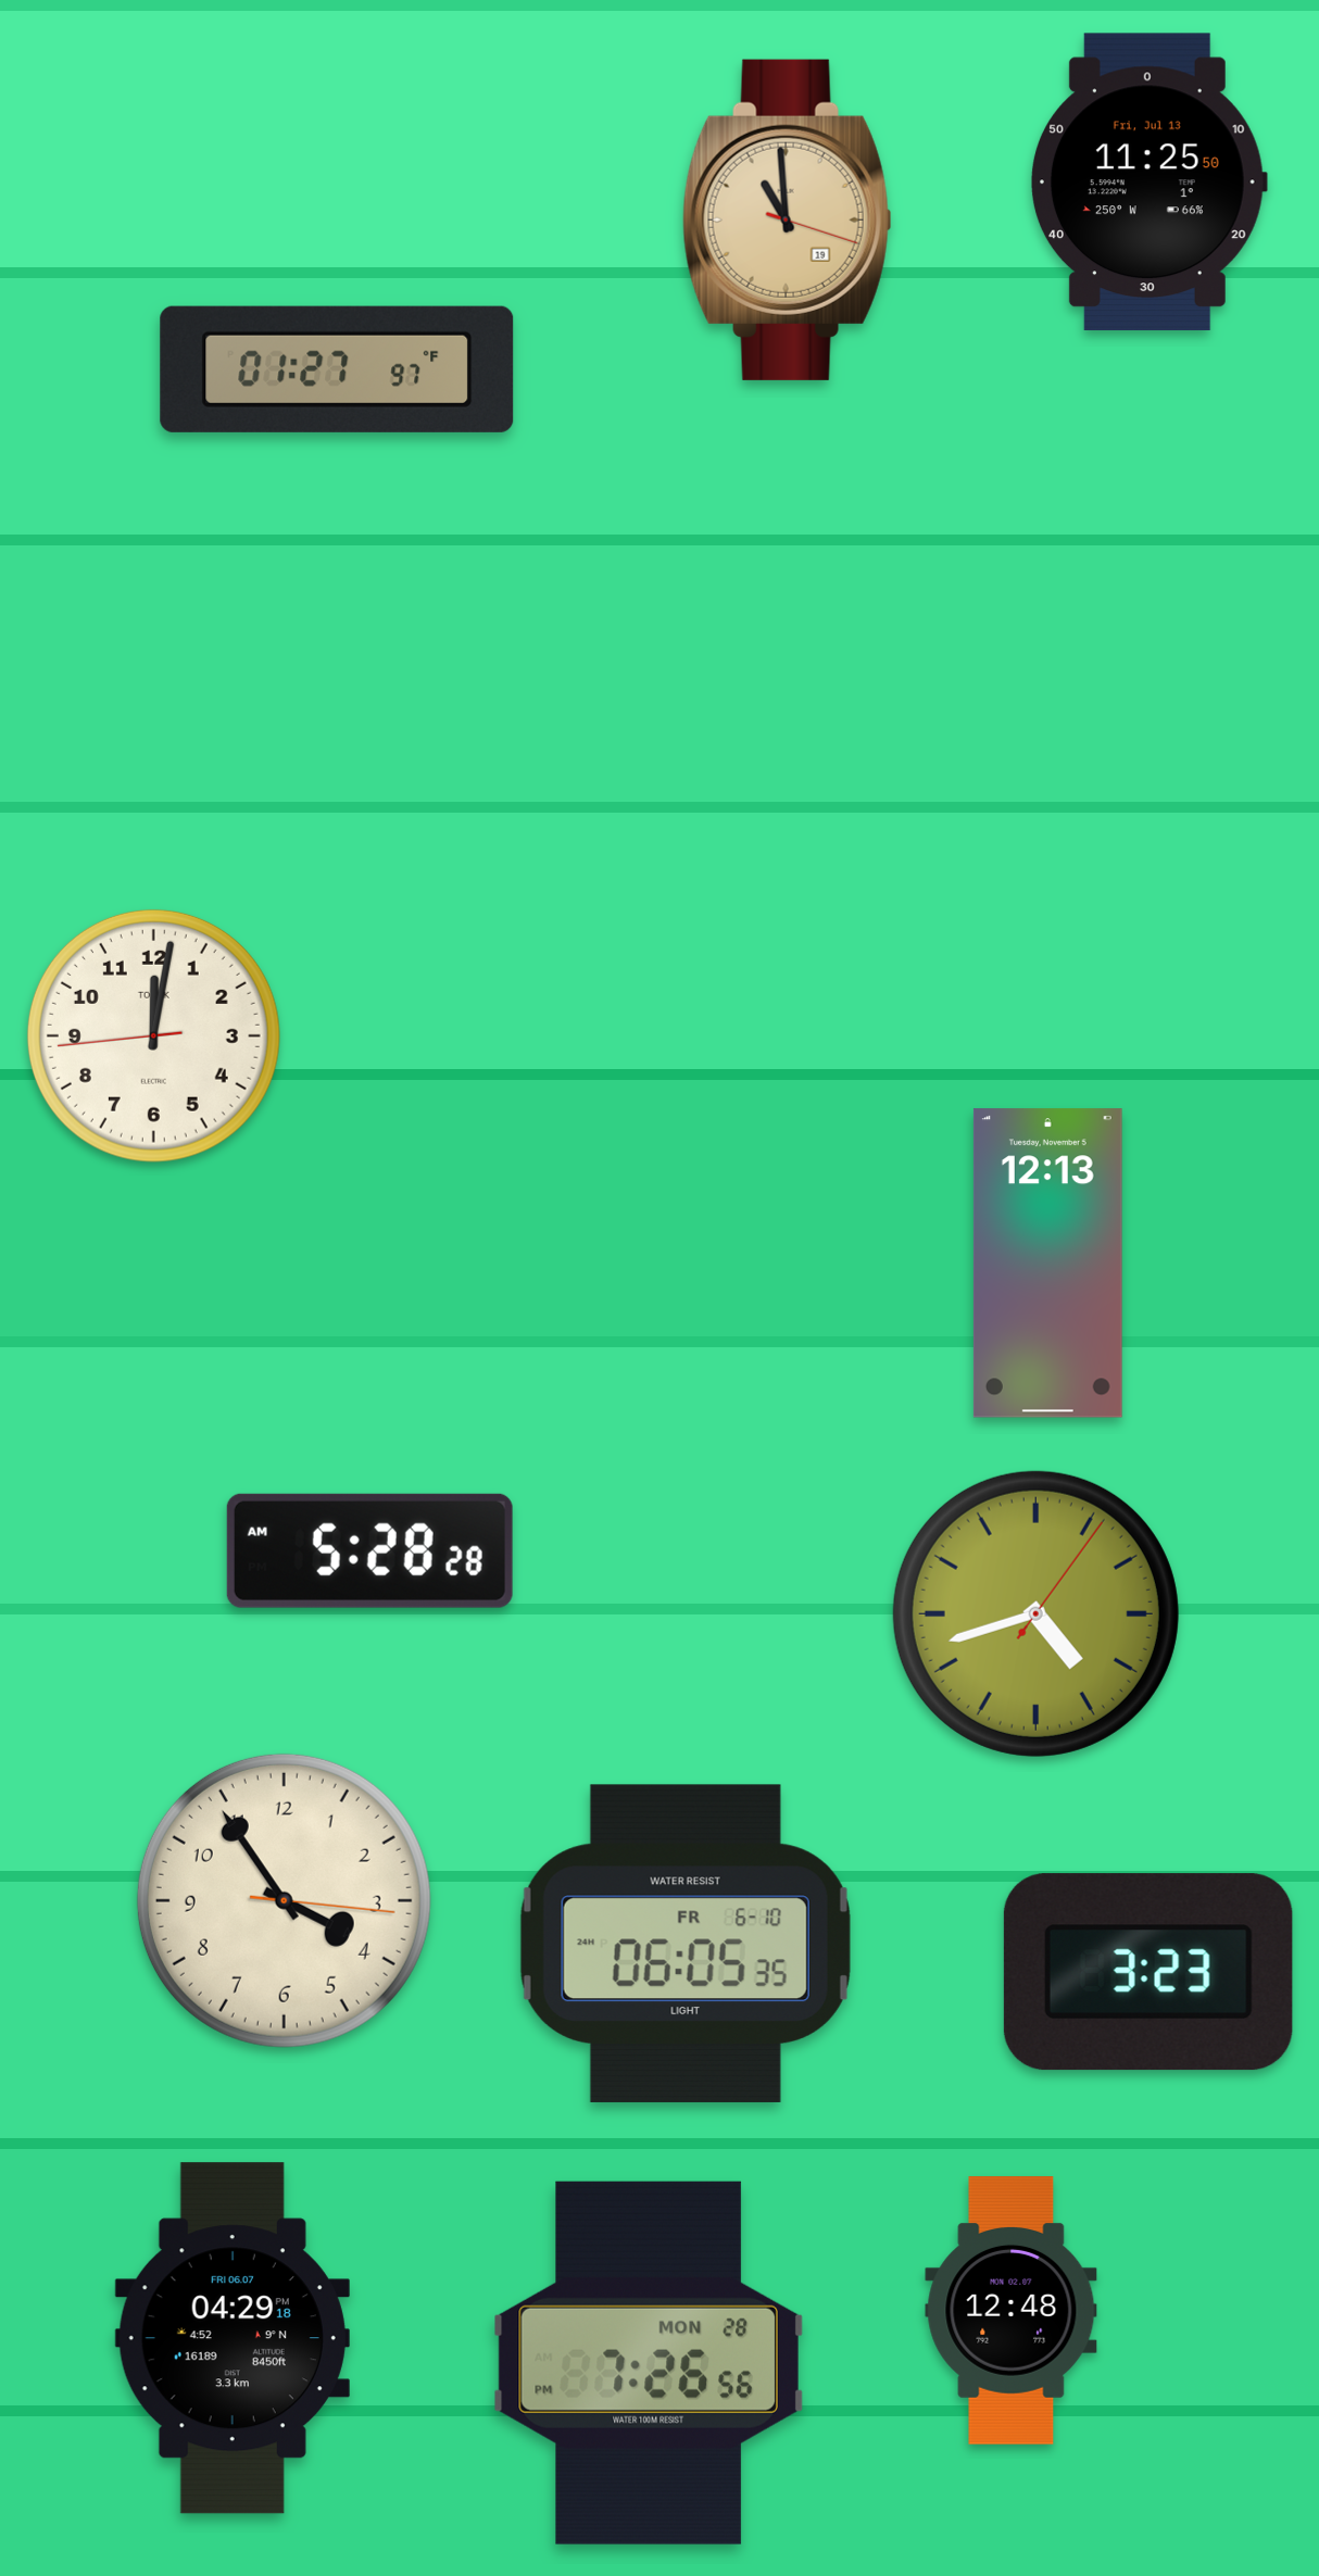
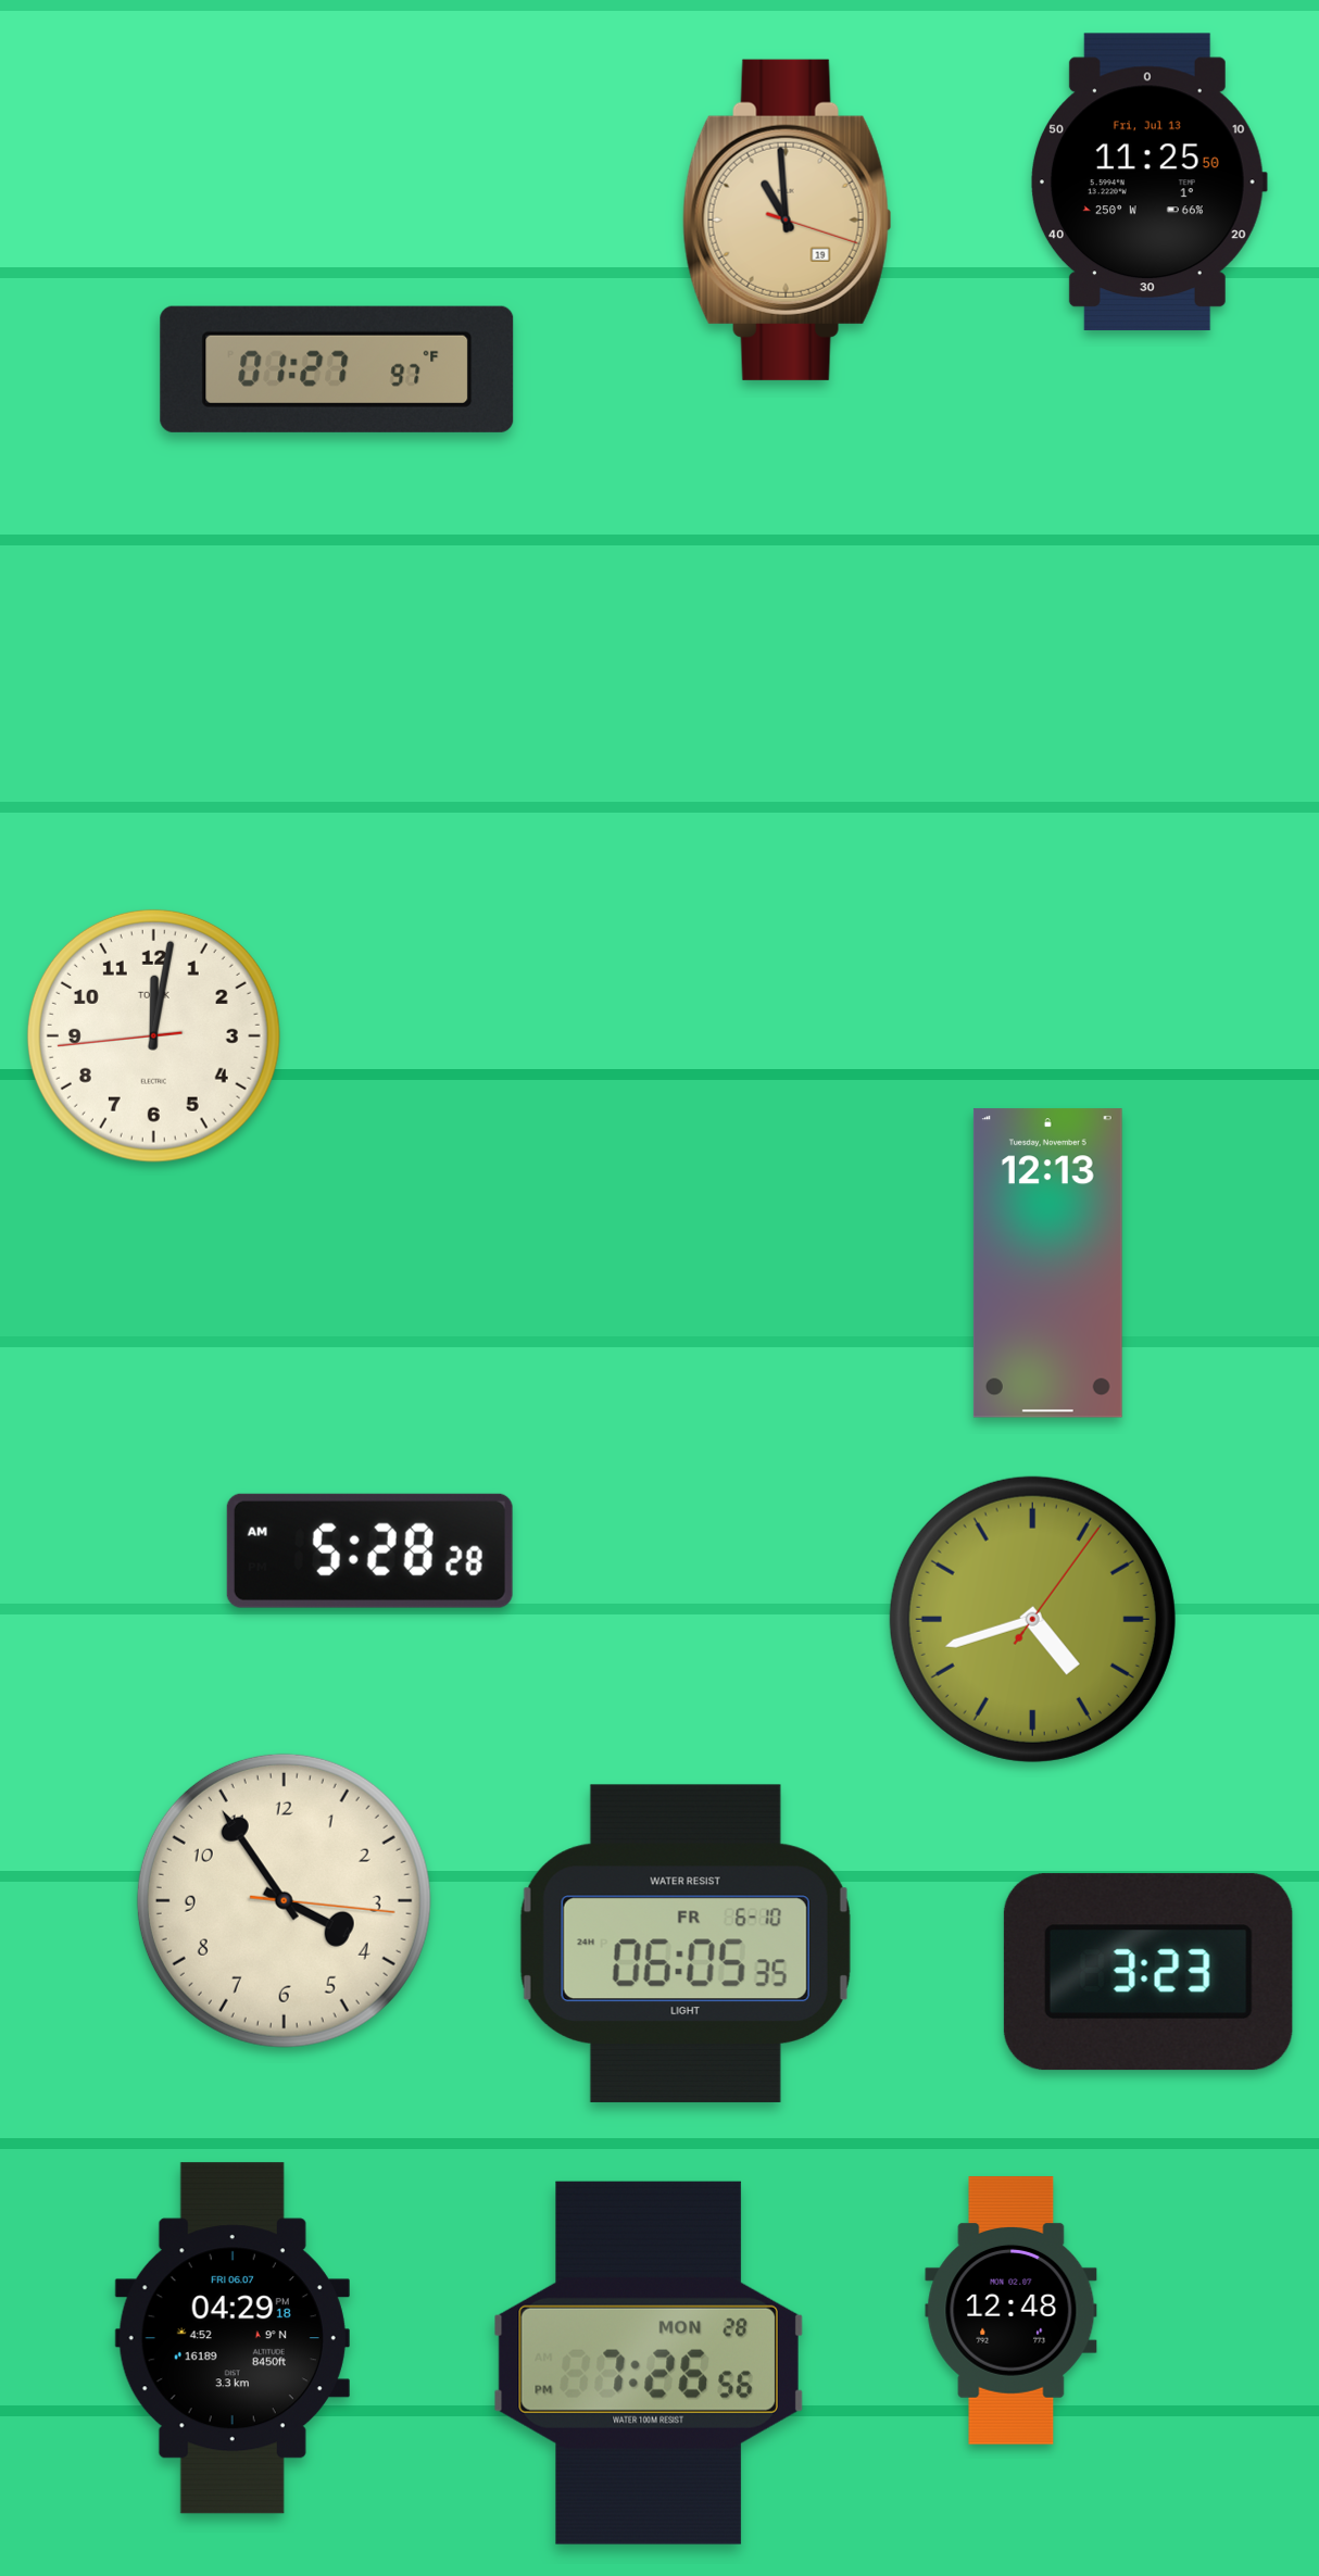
clock at (1035, 1613) position: (1035, 1613) -> (1032, 1619)
